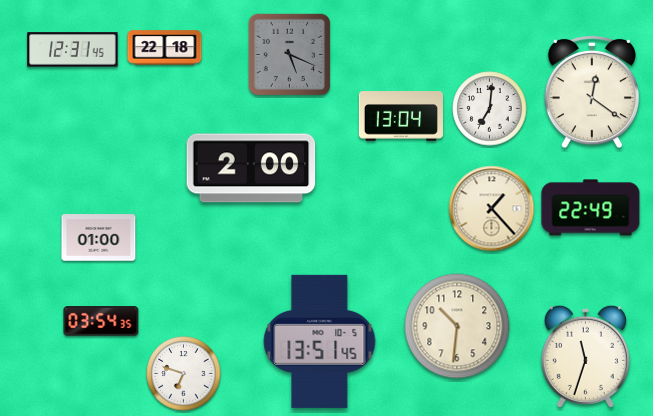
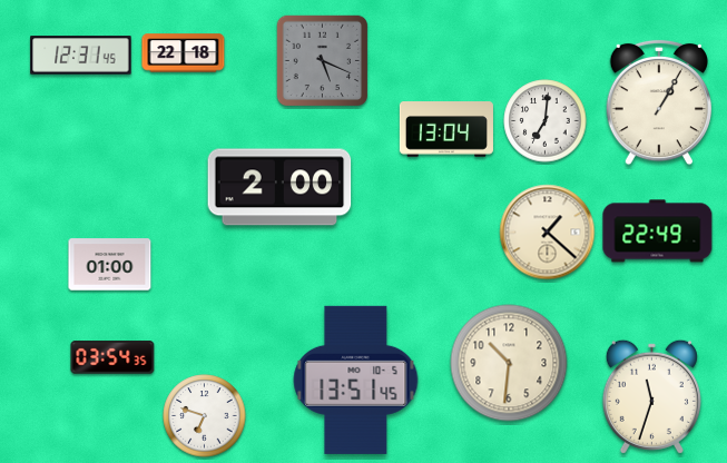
clock at (591, 92): 12:21 -> 1:05
clock at (492, 209): 1:23 -> 1:22
